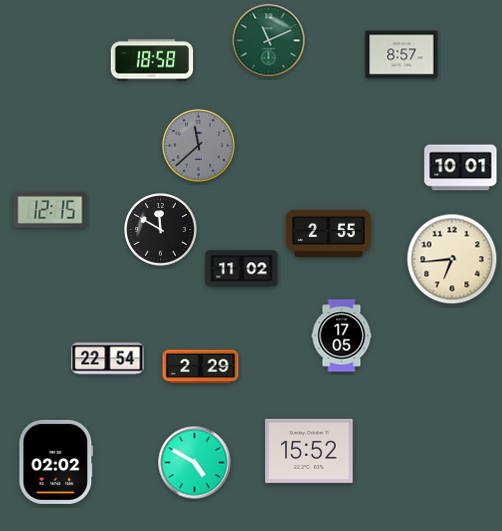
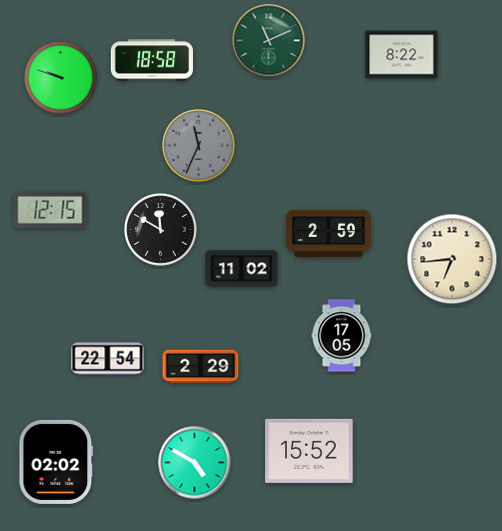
clock at (402, 55): 8:57 -> 8:22
clock at (61, 78): none -> 9:48
clock at (199, 146): 11:38 -> 11:34
clock at (461, 168): 10:01 -> none
clock at (328, 233): 2:55 -> 2:59
